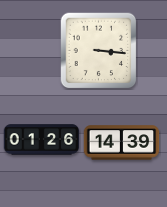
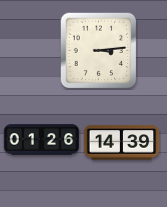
clock at (98, 50): 3:16 -> 3:14
